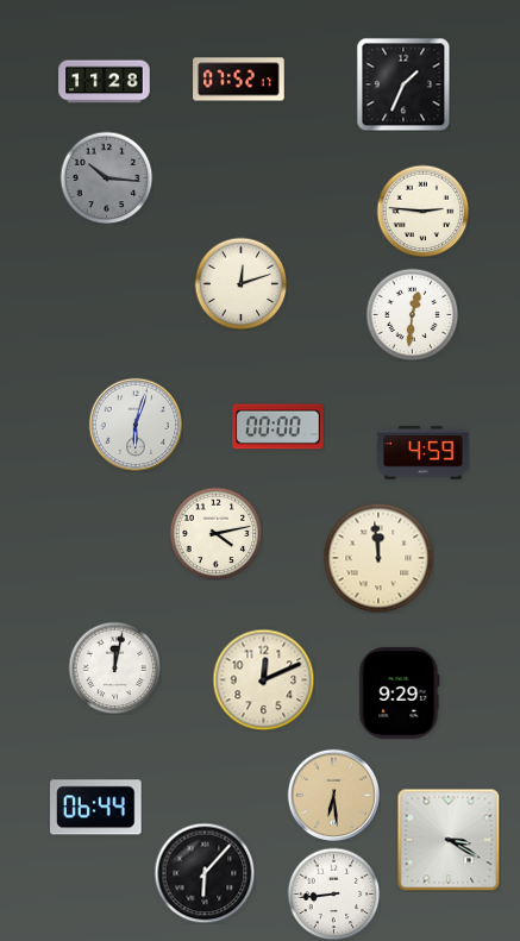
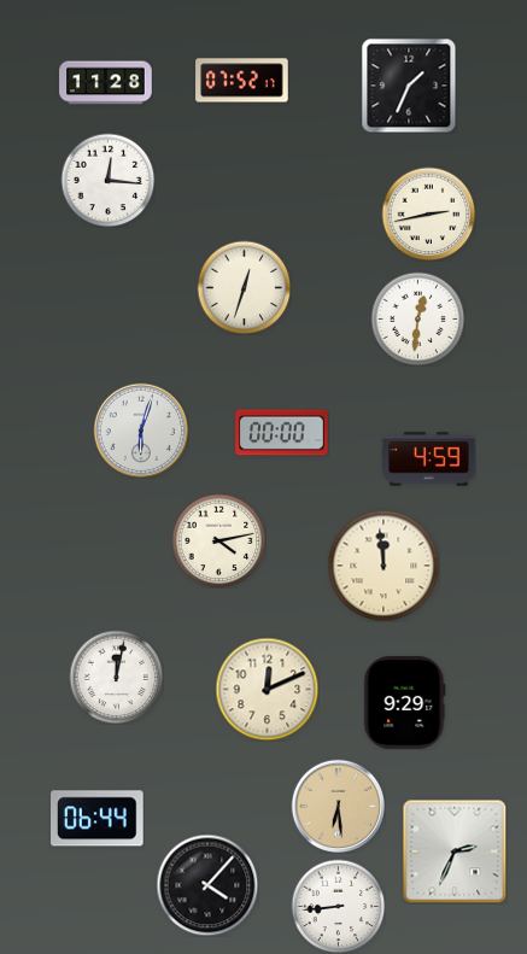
clock at (106, 177): 10:16 -> 12:16
clock at (106, 177) dial: grey -> white
clock at (422, 211): 2:46 -> 2:43
clock at (240, 283): 12:12 -> 12:33
clock at (136, 425) position: (136, 425) -> (141, 431)
clock at (449, 840): 3:20 -> 2:34
clock at (205, 873): 6:07 -> 4:07
